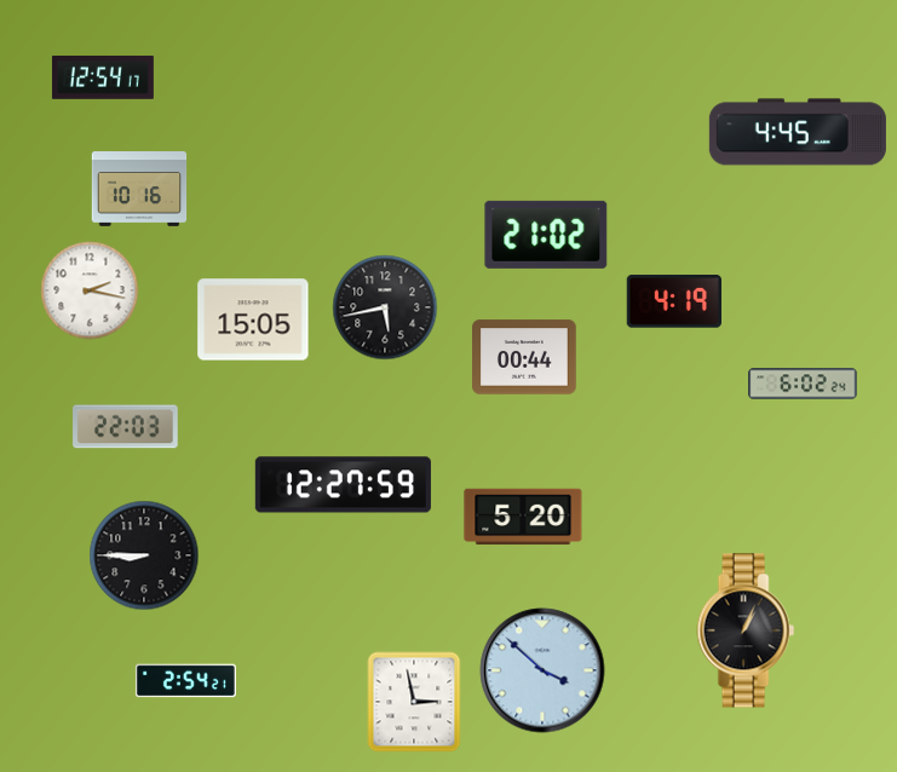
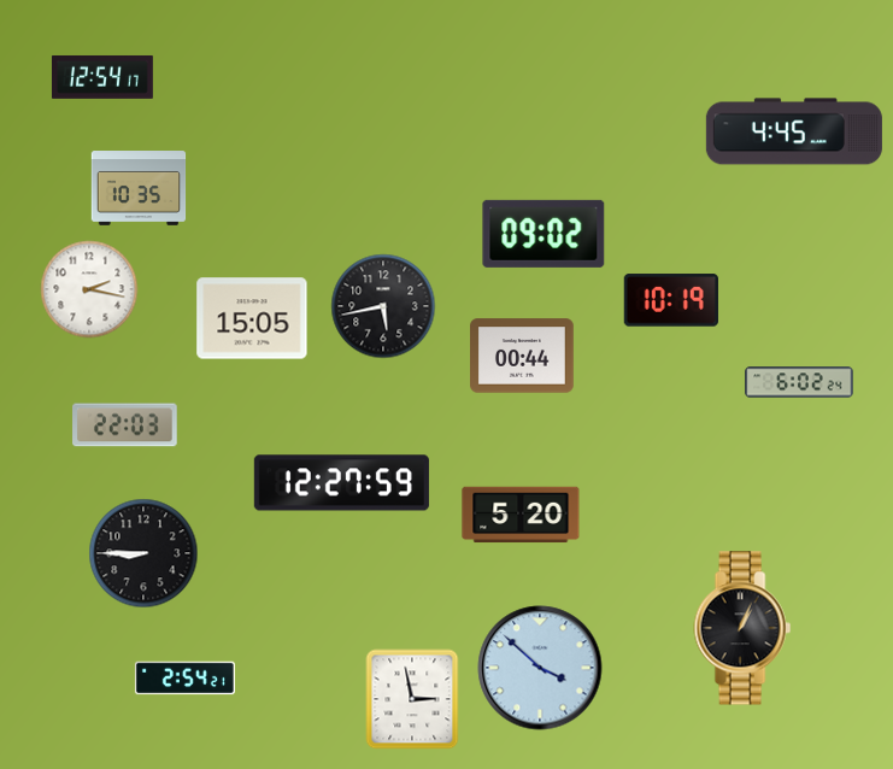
clock at (139, 189): 10:16 -> 10:35
clock at (546, 235): 21:02 -> 09:02
clock at (674, 301): 4:19 -> 10:19
